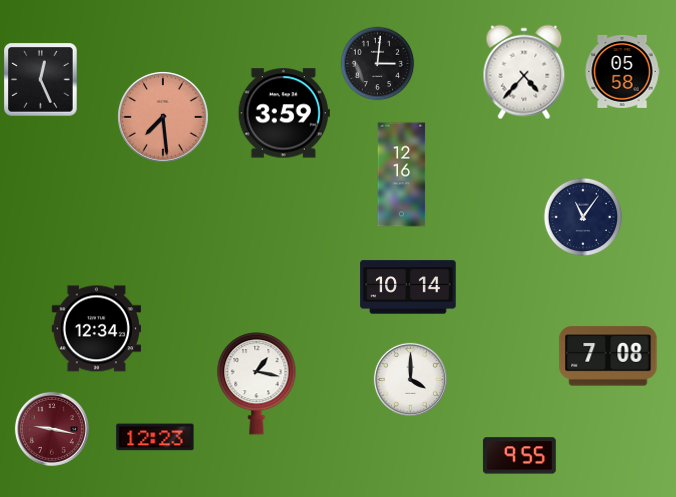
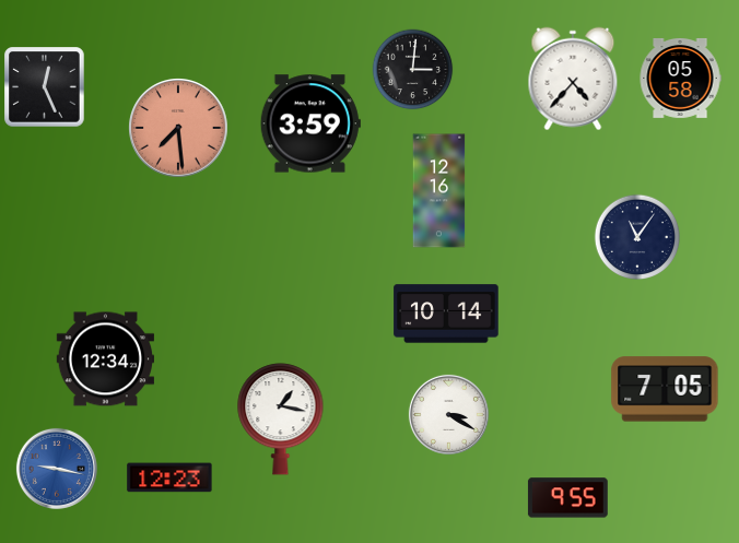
clock at (608, 356): 7:08 -> 7:05
clock at (410, 379): 4:00 -> 3:20
clock at (52, 429) dial: burgundy -> blue
